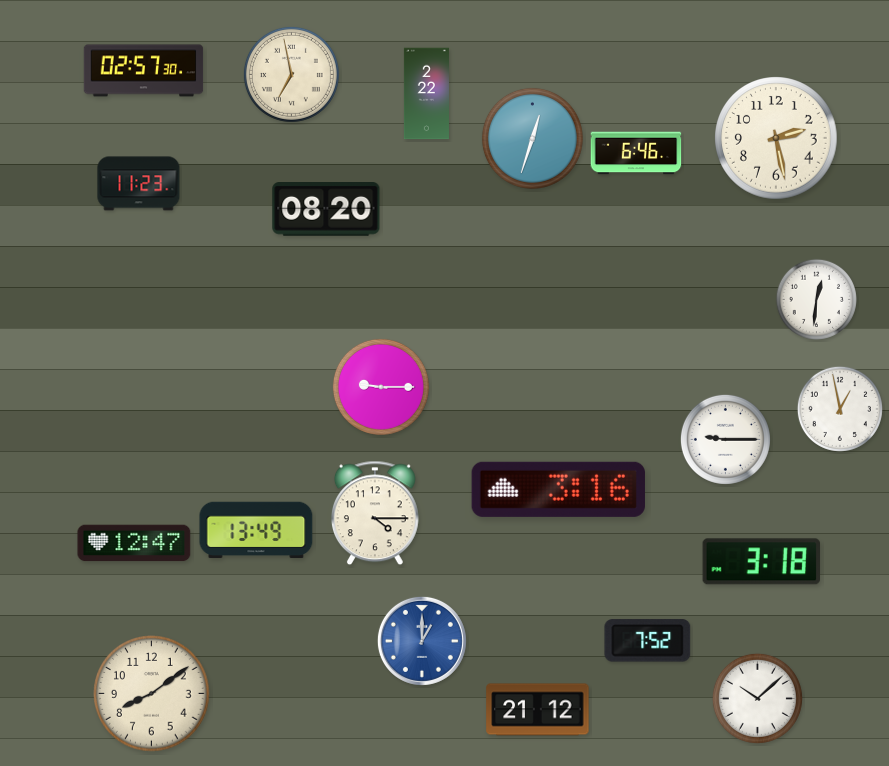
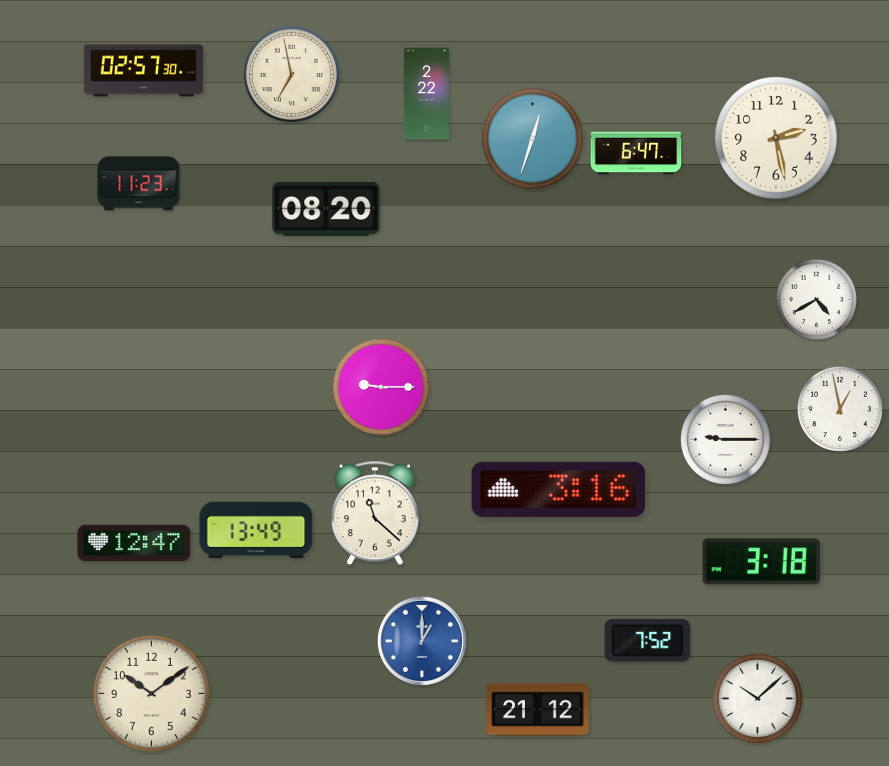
clock at (636, 153): 6:46 -> 6:47
clock at (816, 299): 12:31 -> 4:40
clock at (375, 513): 4:15 -> 11:22
clock at (152, 694): 8:09 -> 10:09
